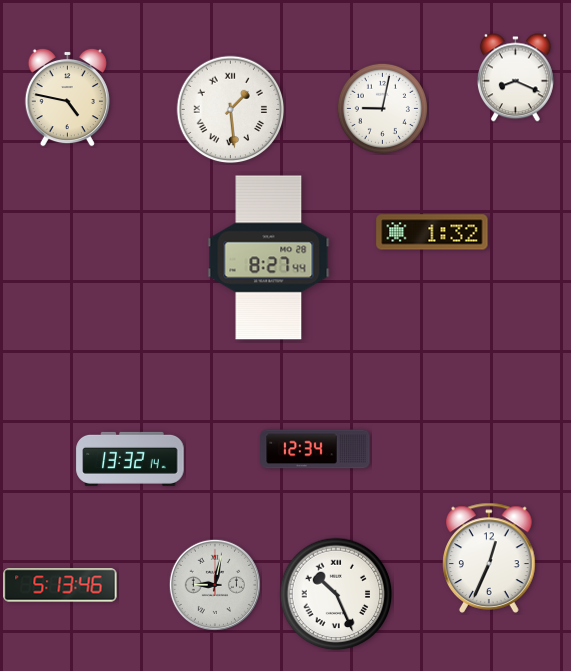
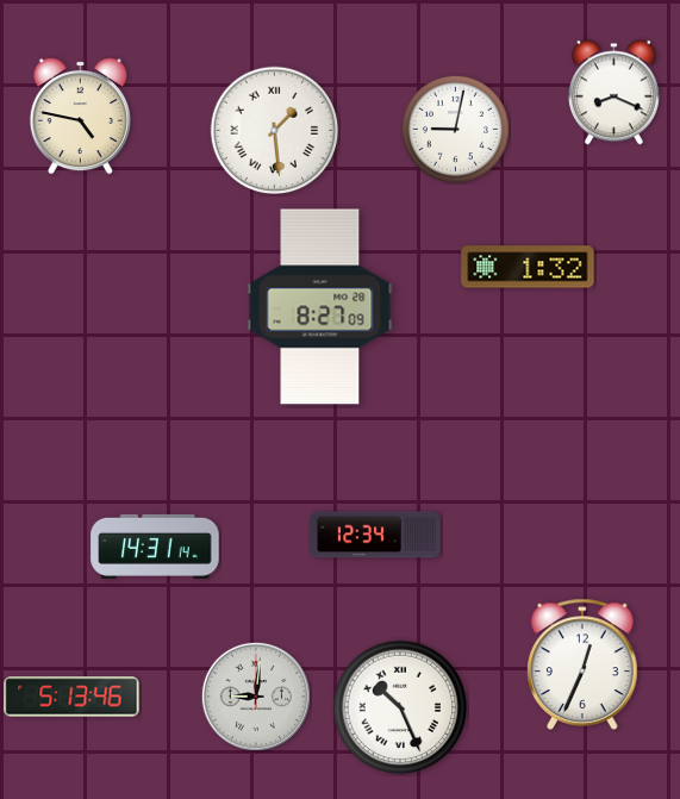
clock at (432, 232) position: (432, 232) -> (528, 267)
clock at (269, 258): 8:27:44 -> 8:27:09
clock at (130, 459): 13:32 -> 14:31
clock at (215, 585): 9:02 -> 9:01
